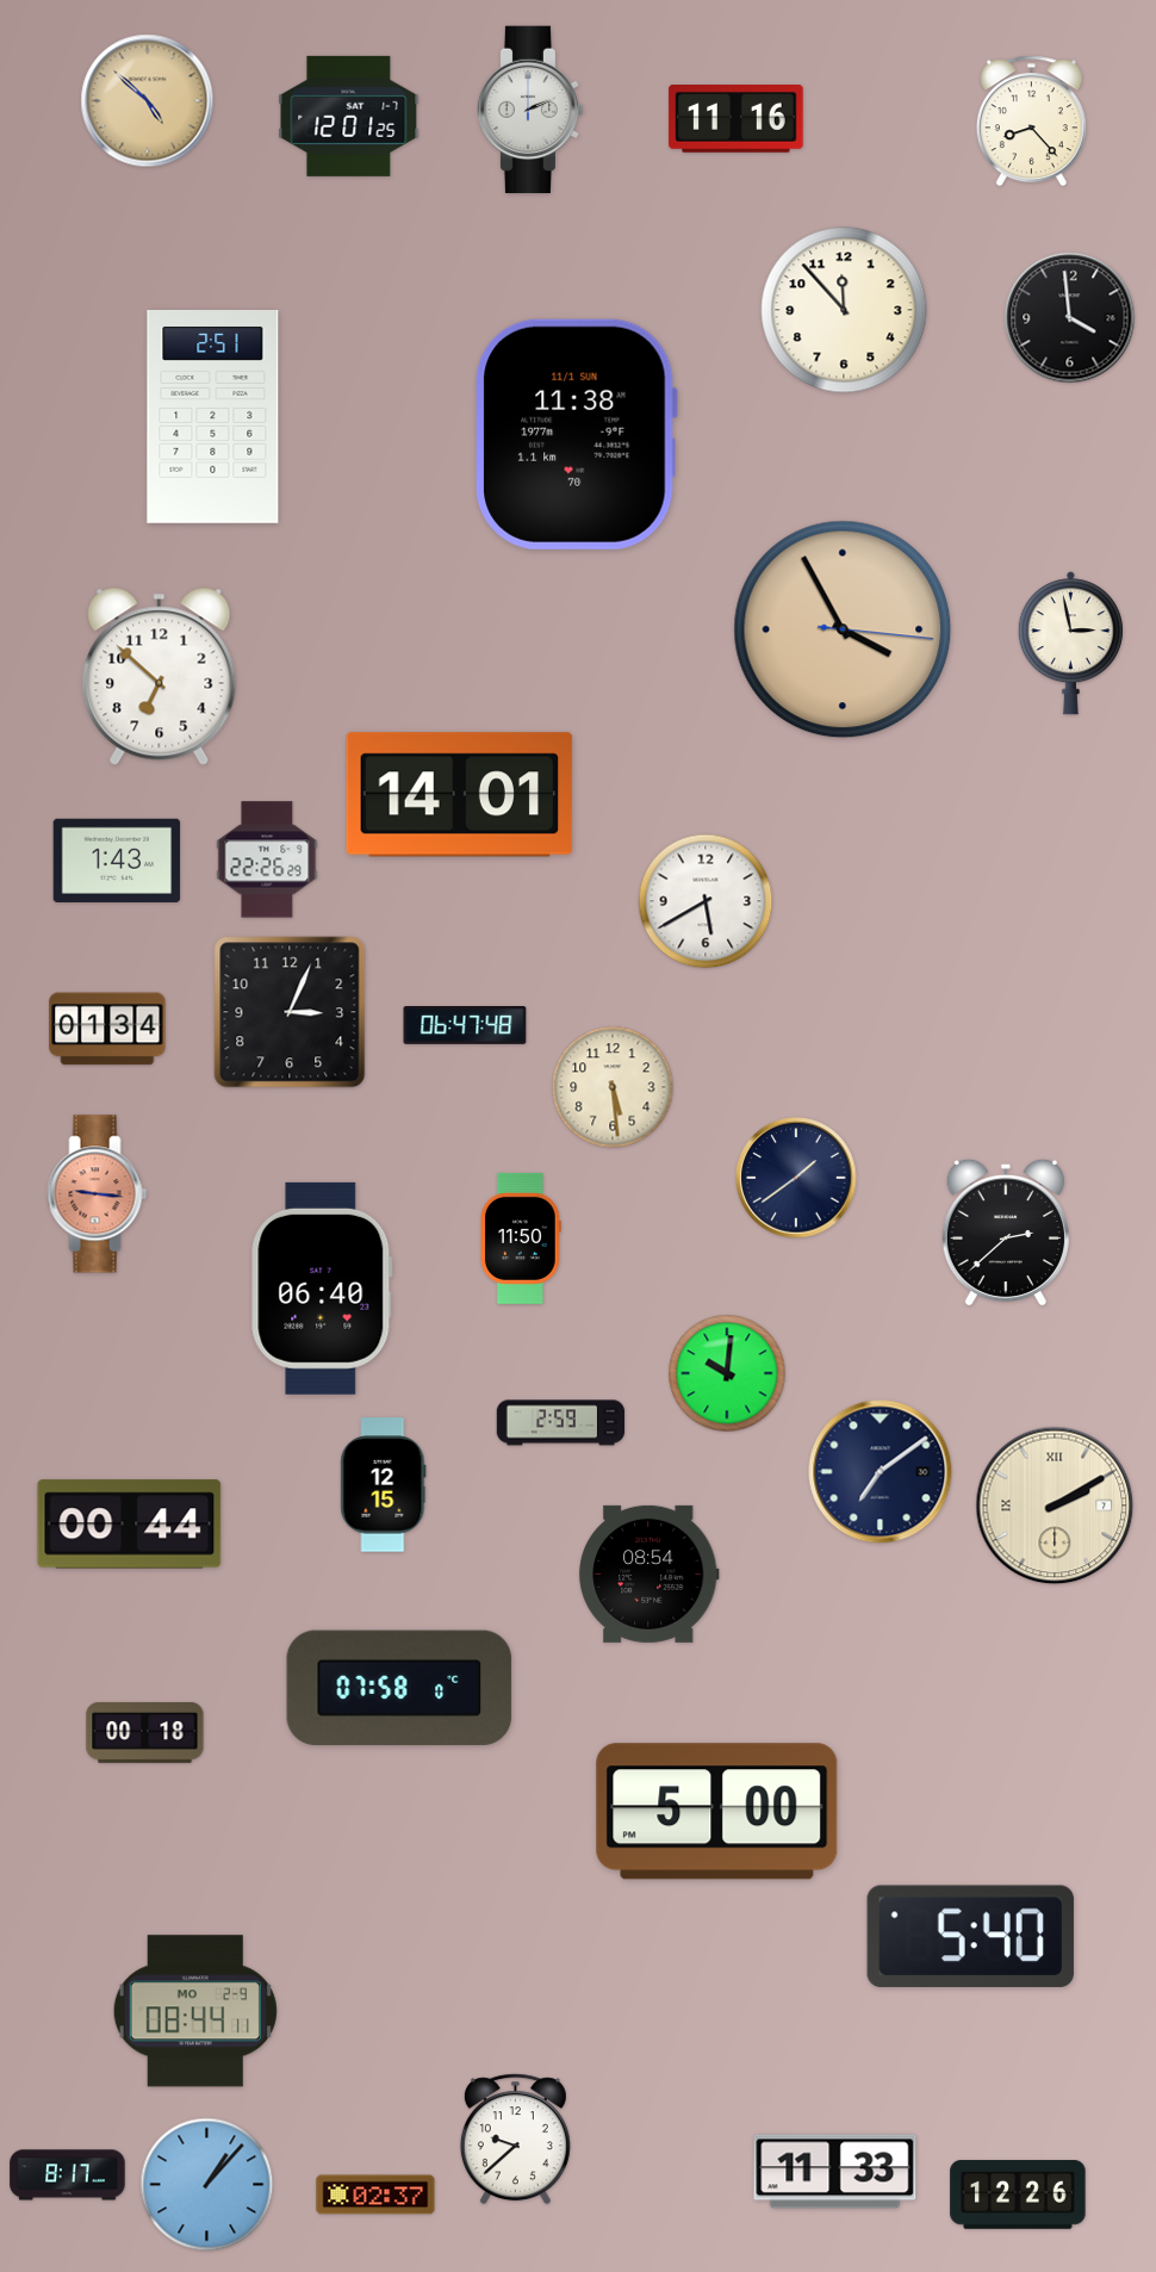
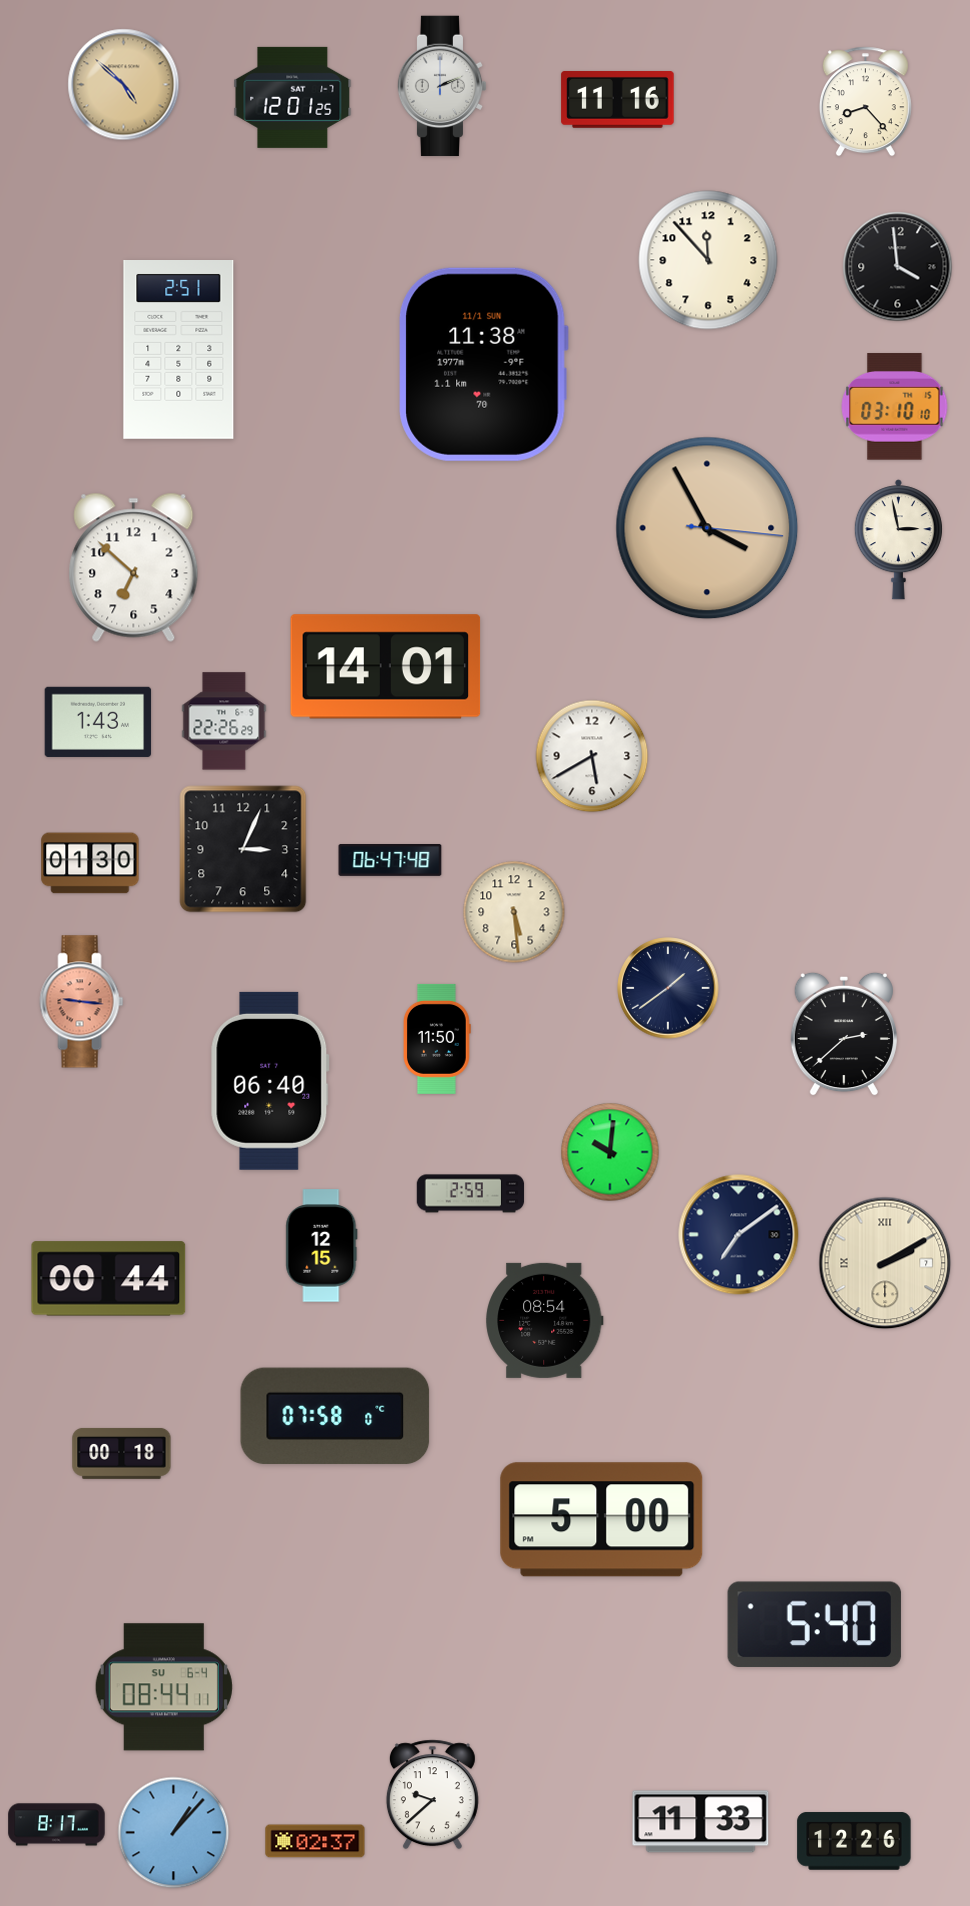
clock at (530, 110) position: (530, 110) -> (442, 86)
clock at (895, 407): none -> 03:10
clock at (107, 1029): 01:34 -> 01:30
clock at (195, 2011) date: MO 2-9 -> SU 6-4
